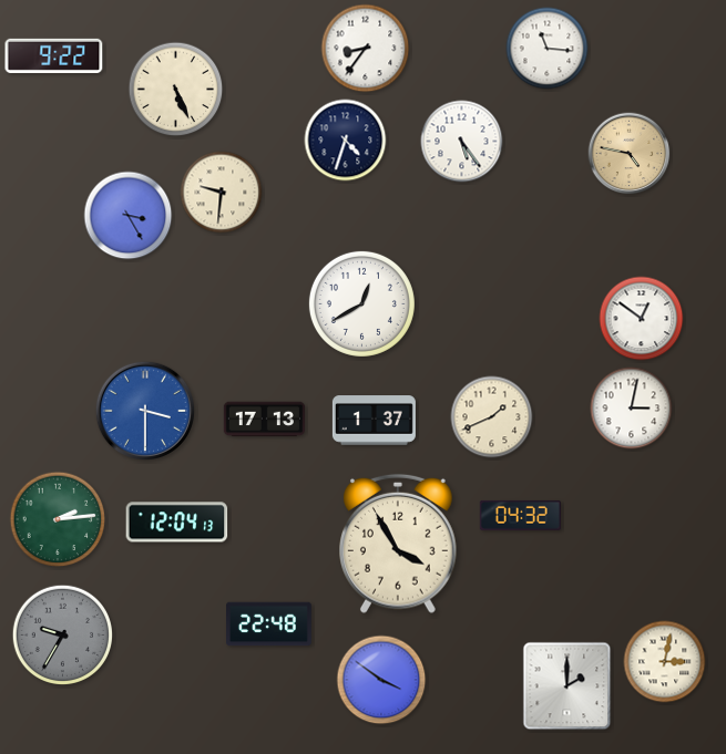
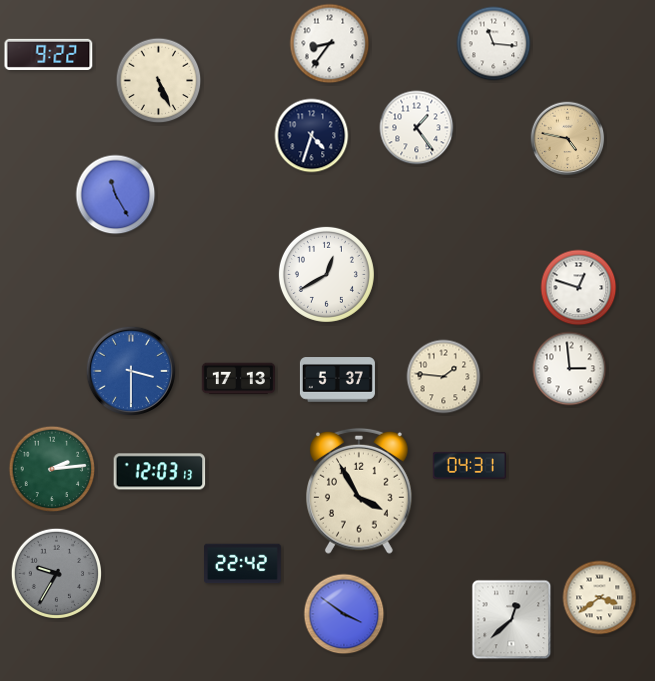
clock at (54, 55) position: (54, 55) -> (49, 54)
clock at (346, 141) position: (346, 141) -> (312, 136)
clock at (462, 142): 5:24 -> 1:24
clock at (222, 193): 9:31 -> none
clock at (129, 216): 3:25 -> 11:25
clock at (642, 319): 12:51 -> 12:48
clock at (632, 409): 3:02 -> 2:59
clock at (492, 417): 1:41 -> 1:46
clock at (374, 421): 1:37 -> 5:37
clock at (520, 515): 04:32 -> 04:31
clock at (177, 523): 12:04 -> 12:03
clock at (269, 624): 22:48 -> 22:42
clock at (665, 662): 3:02 -> 3:39
clock at (567, 686): 2:00 -> 12:38
